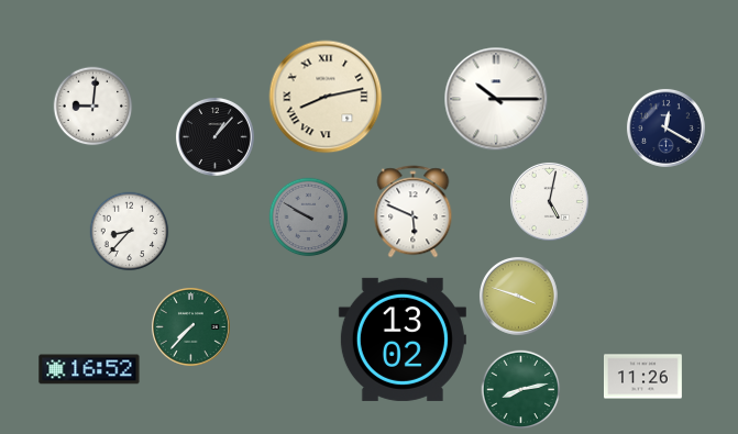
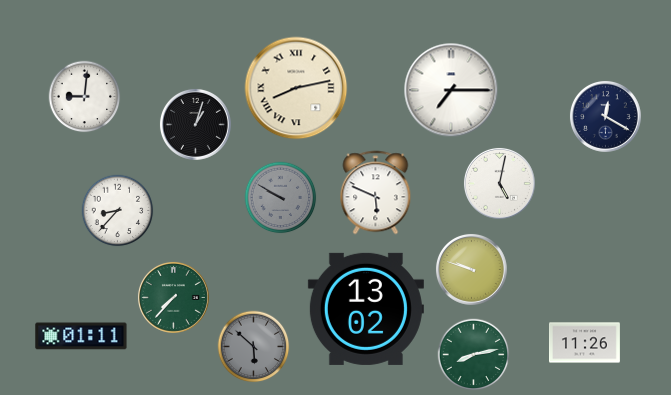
clock at (496, 99): 10:15 -> 7:15
clock at (214, 136): 1:07 -> 1:03
clock at (518, 296): 3:48 -> 9:48
clock at (89, 369): 16:52 -> 01:11
clock at (254, 347): none -> 5:52
